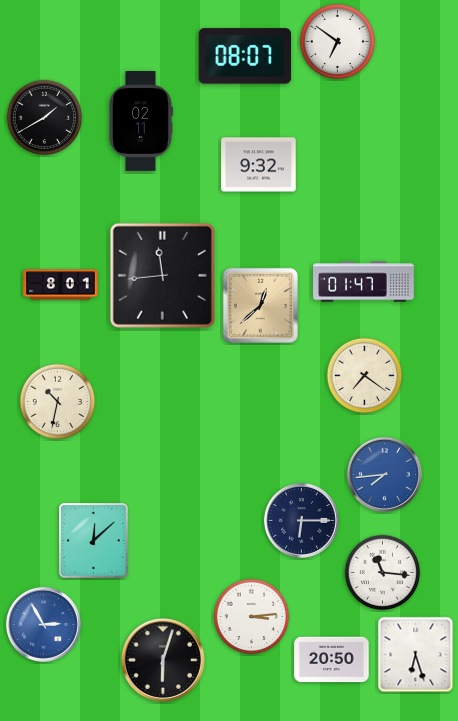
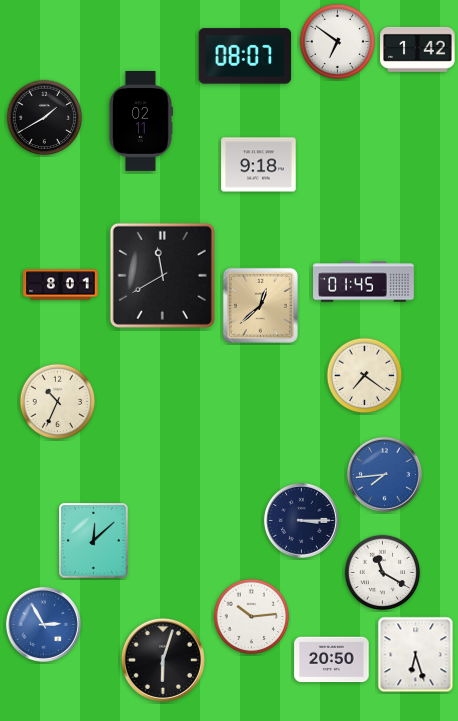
clock at (418, 49): none -> 1:42
clock at (259, 165): 9:32 -> 9:18
clock at (162, 275): 11:44 -> 11:40
clock at (364, 282): 01:47 -> 01:45
clock at (58, 402): 10:32 -> 10:34
clock at (301, 520): 6:15 -> 3:15
clock at (383, 573): 11:16 -> 11:20
clock at (252, 617): 3:14 -> 10:14
